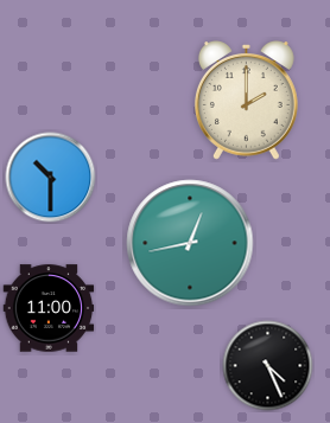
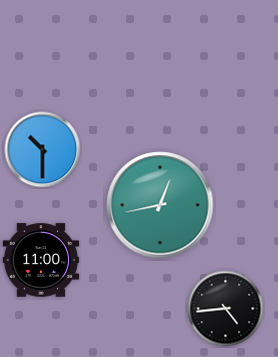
clock at (246, 101): 2:00 -> none
clock at (268, 366): 4:26 -> 4:44
